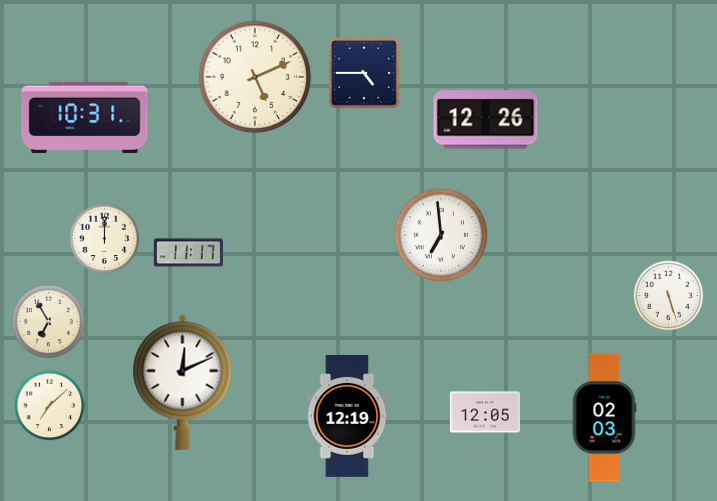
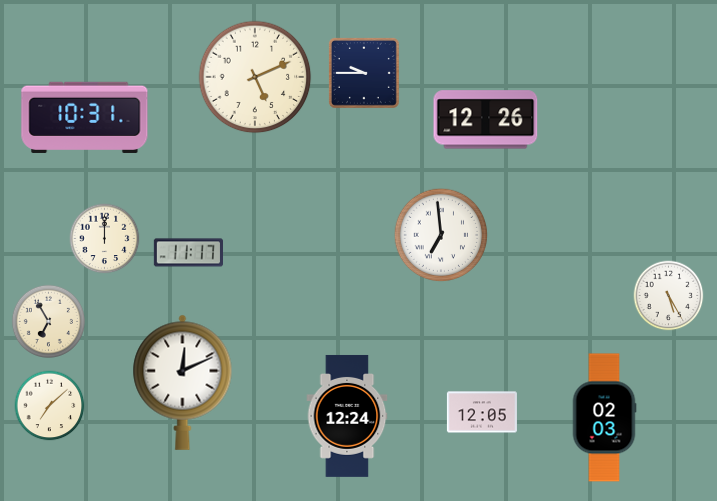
clock at (364, 73): 4:45 -> 9:45
clock at (669, 296): 5:27 -> 5:25
clock at (485, 412) position: (485, 412) -> (482, 412)
clock at (347, 416): 12:19 -> 12:24
